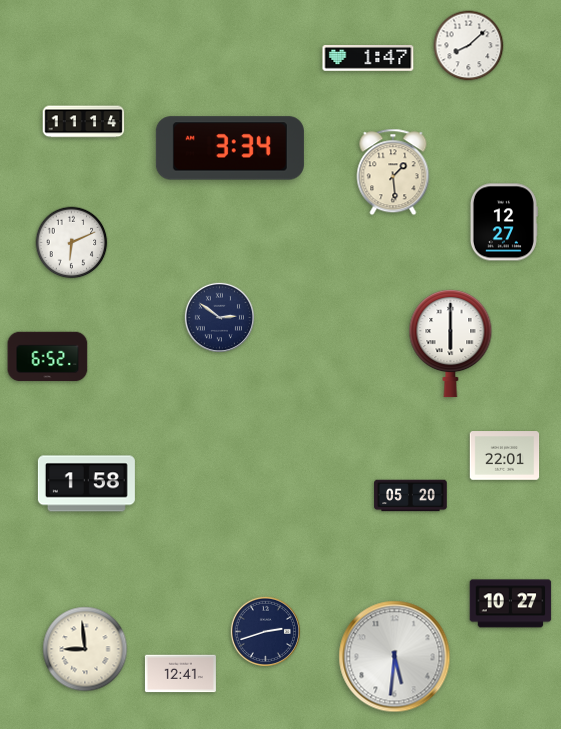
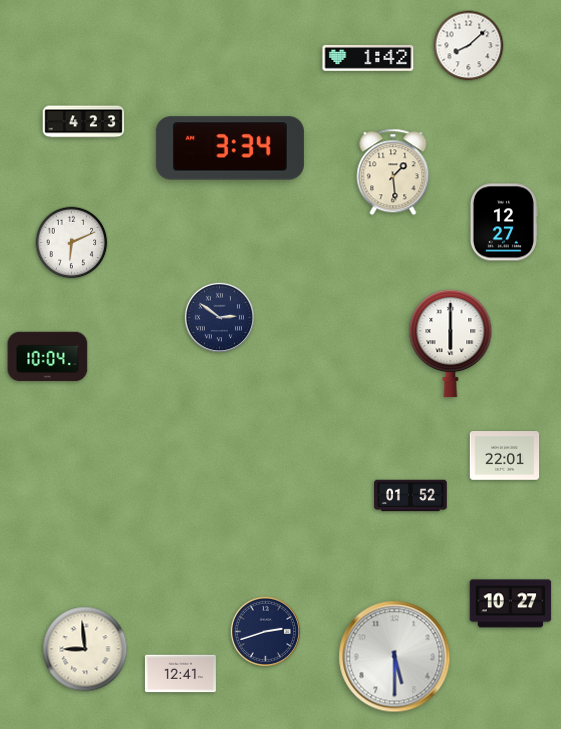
clock at (368, 59): 1:47 -> 1:42
clock at (84, 122): 11:14 -> 4:23
clock at (48, 357): 6:52 -> 10:04
clock at (86, 484): 1:58 -> none
clock at (411, 496): 05:20 -> 01:52
clock at (395, 657): 5:31 -> 5:30
